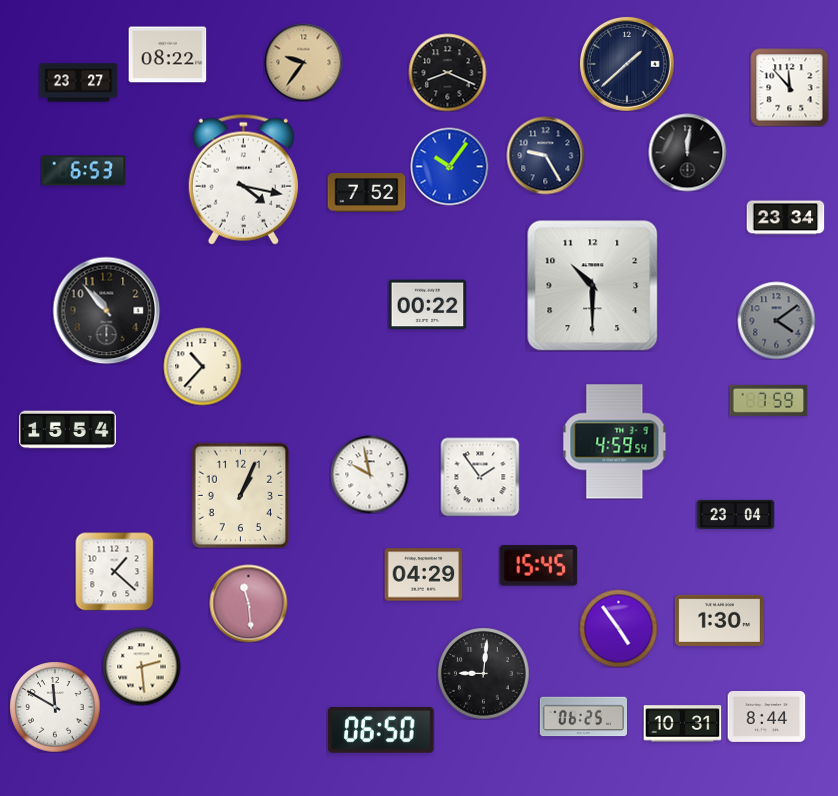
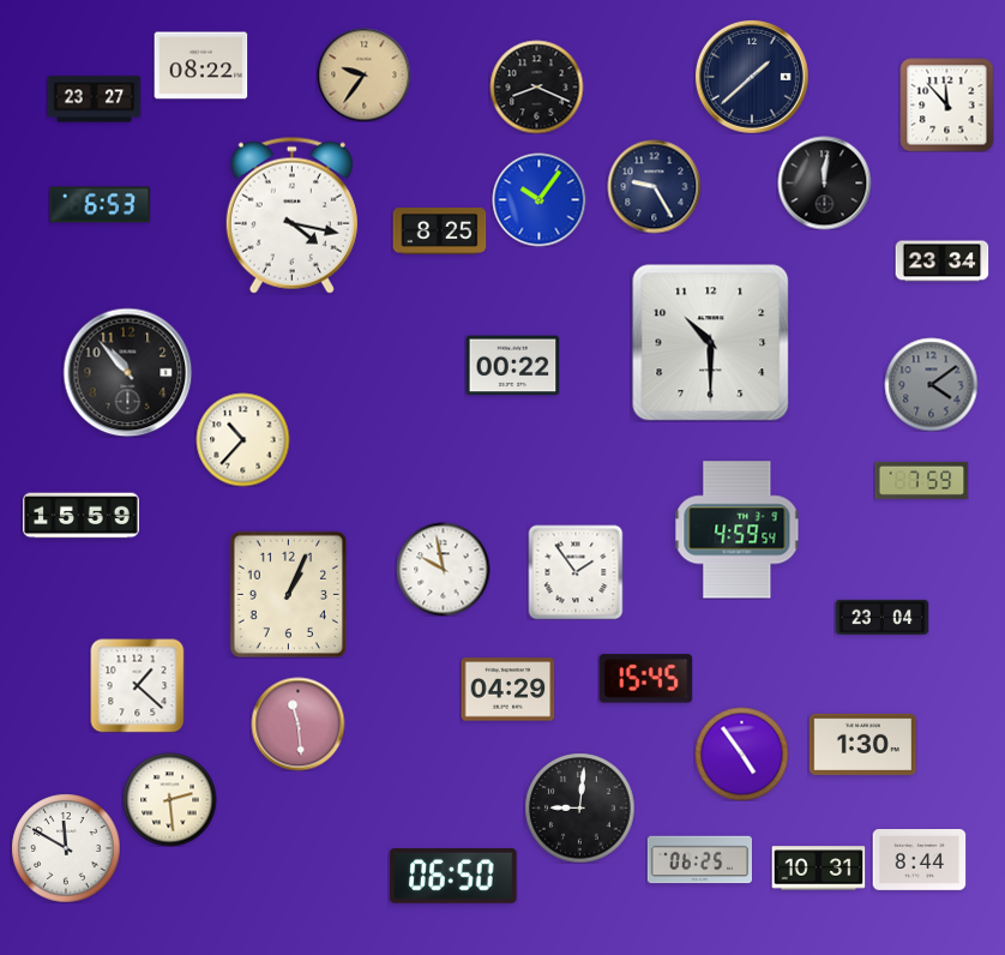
clock at (366, 193): 7:52 -> 8:25
clock at (68, 430): 15:54 -> 15:59
clock at (381, 731) position: (381, 731) -> (453, 877)
